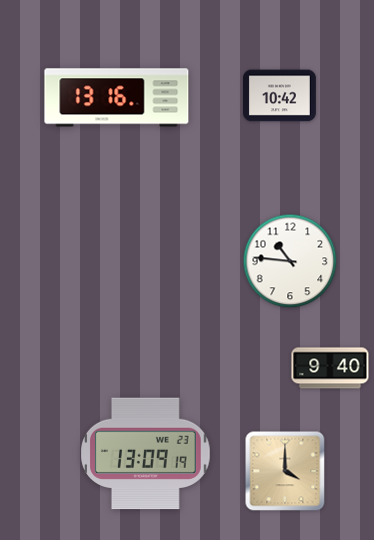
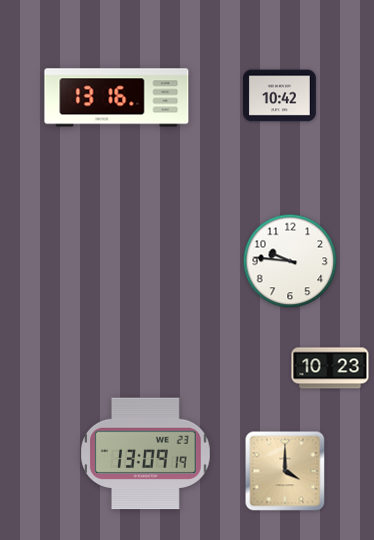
clock at (290, 261): 10:46 -> 9:46
clock at (330, 368): 9:40 -> 10:23
